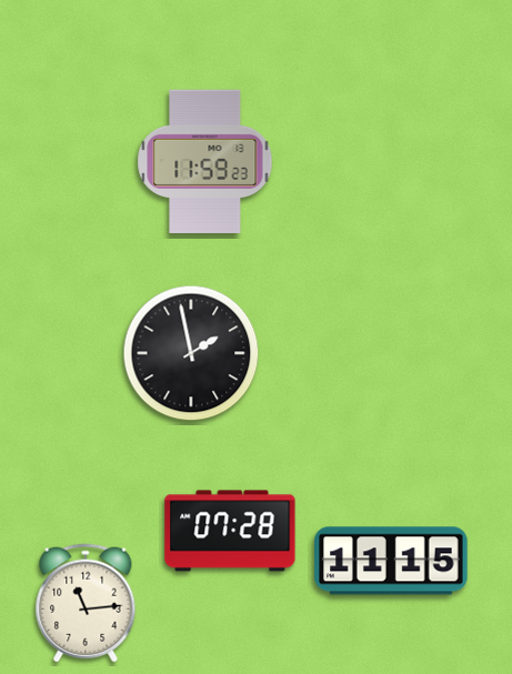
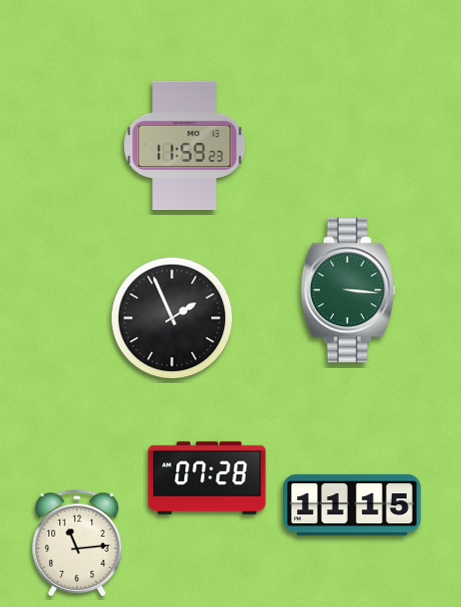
clock at (348, 290): none -> 3:16
clock at (191, 353): 1:58 -> 1:56
